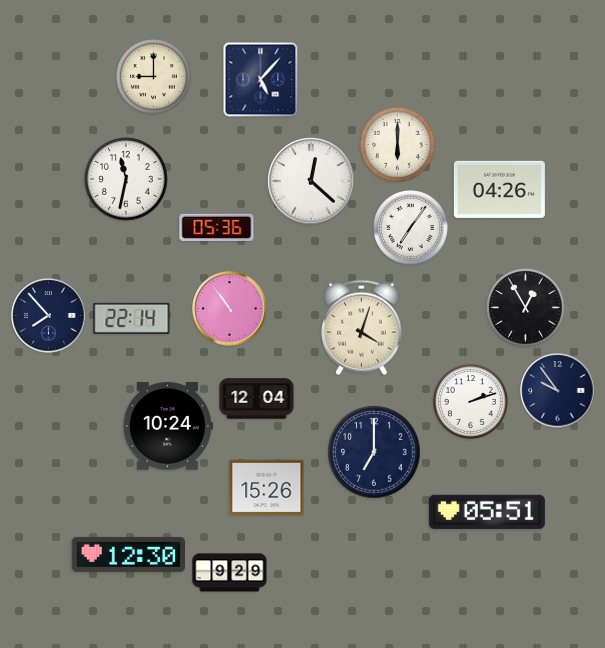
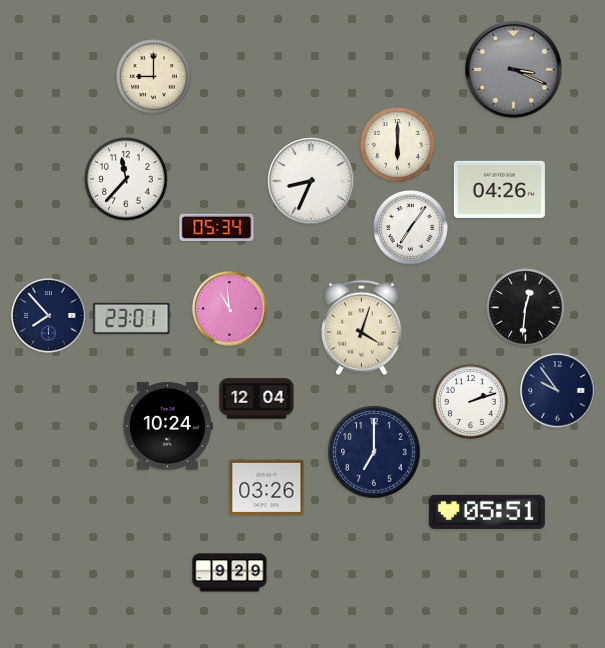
clock at (514, 70): none -> 3:19
clock at (261, 80): 5:07 -> none
clock at (126, 179): 11:32 -> 11:37
clock at (311, 181): 12:22 -> 8:34
clock at (217, 227): 05:36 -> 05:34
clock at (526, 308): 12:55 -> 12:31
clock at (230, 309): 10:54 -> 10:59
clock at (132, 318): 22:14 -> 23:01
clock at (267, 488): 15:26 -> 03:26
clock at (128, 554): 12:30 -> none
